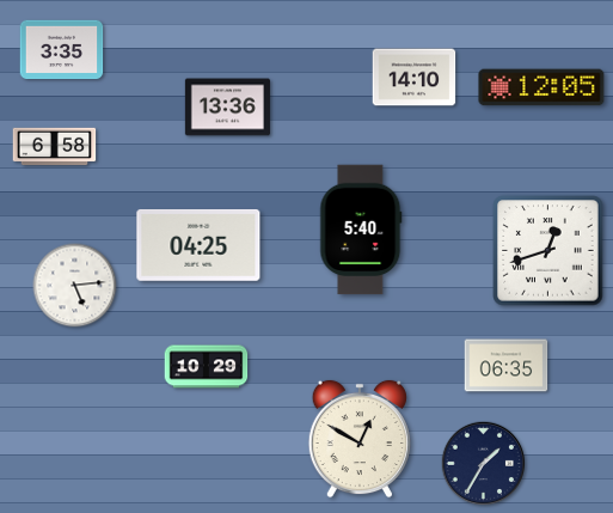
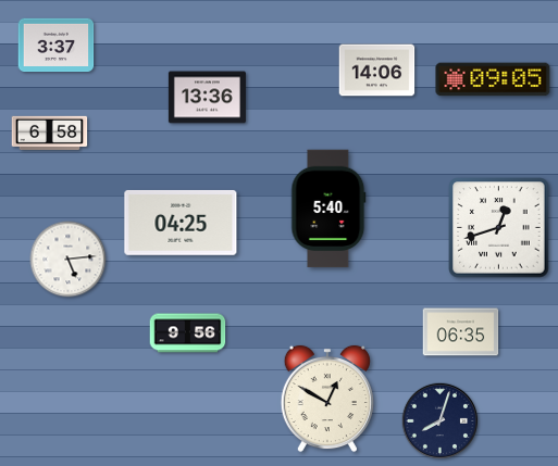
clock at (62, 50): 3:35 -> 3:37
clock at (415, 78): 14:10 -> 14:06
clock at (541, 87): 12:05 -> 09:05
clock at (207, 367): 10:29 -> 9:56
clock at (484, 464): 1:35 -> 8:03
